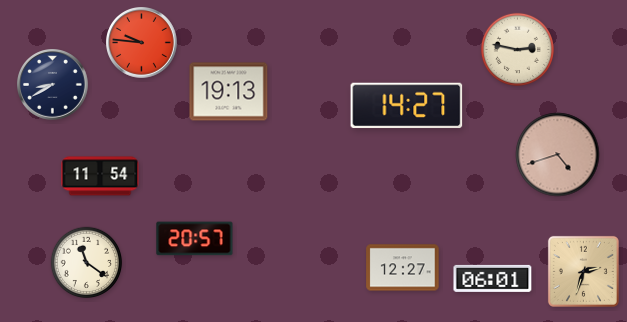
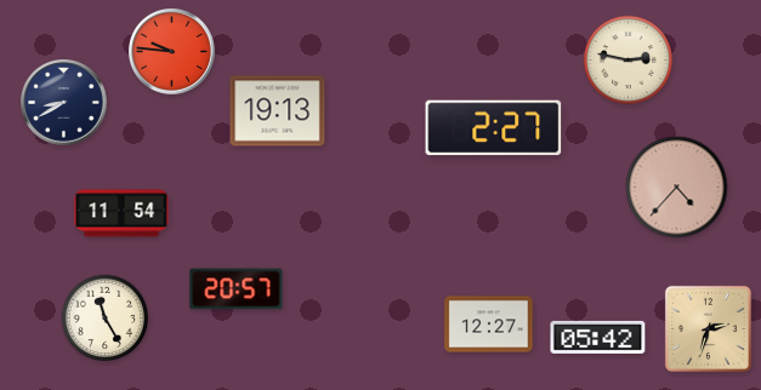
clock at (407, 106): 14:27 -> 2:27
clock at (558, 155): 4:42 -> 4:37
clock at (87, 263): 11:21 -> 11:25
clock at (493, 278): 06:01 -> 05:42
